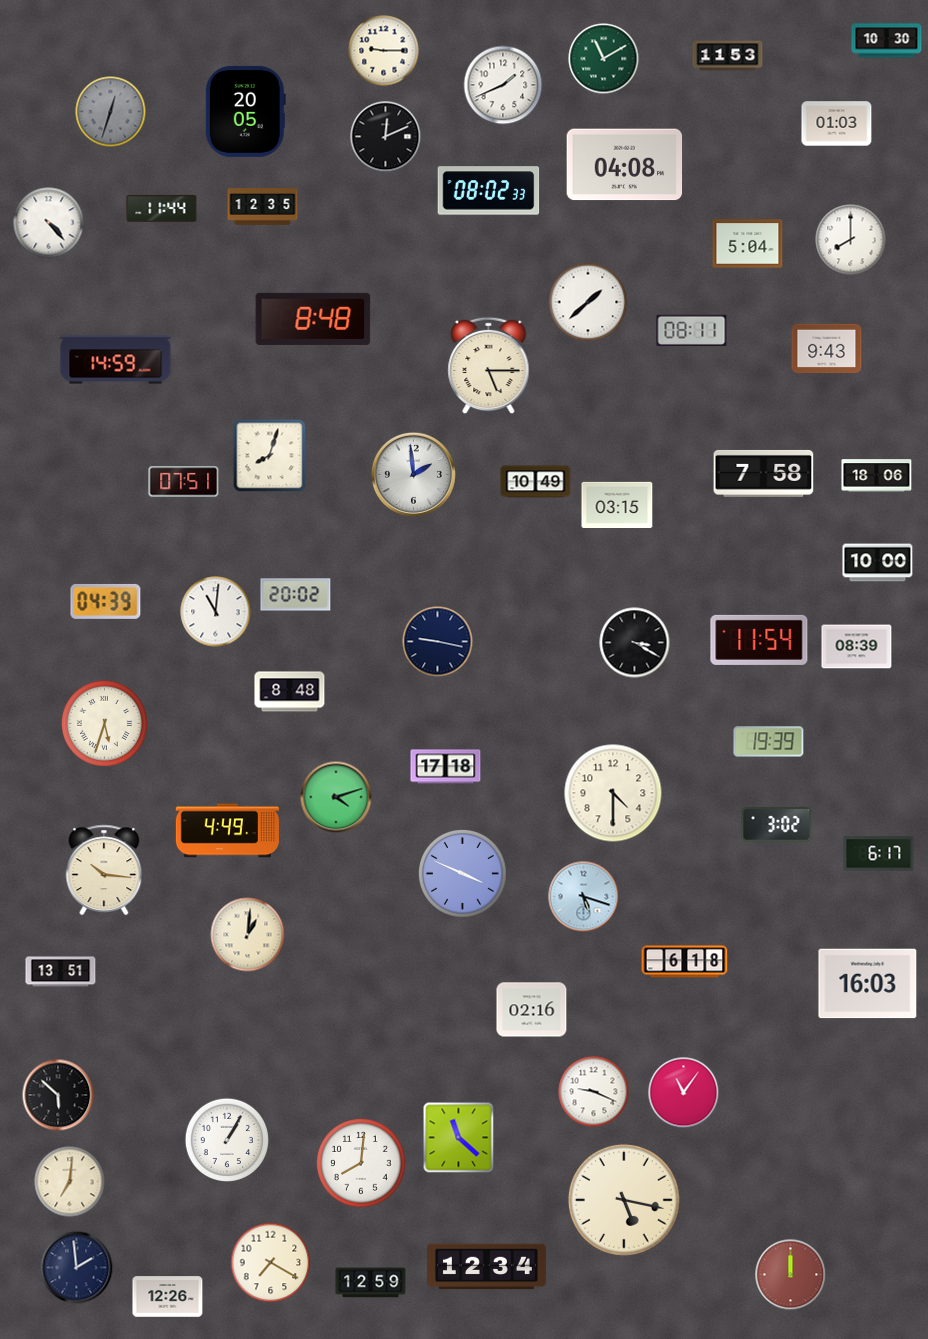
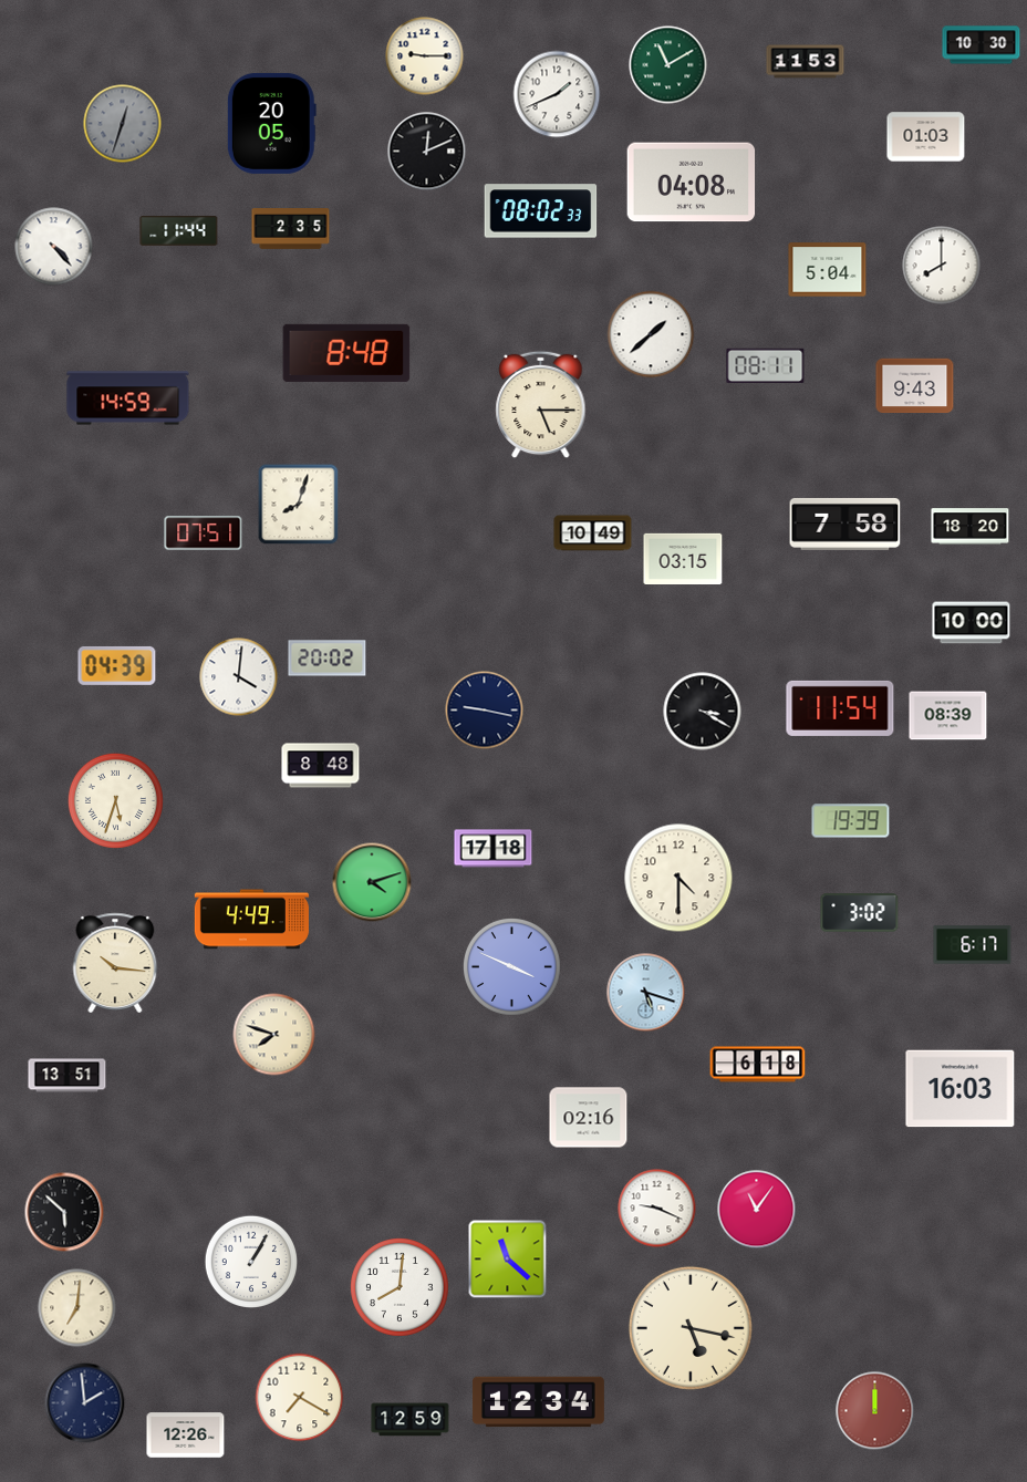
clock at (263, 207): 12:35 -> 2:35
clock at (413, 474): 1:59 -> none
clock at (877, 476): 18:06 -> 18:20
clock at (216, 612): 11:01 -> 4:01
clock at (248, 935): 1:01 -> 7:48
